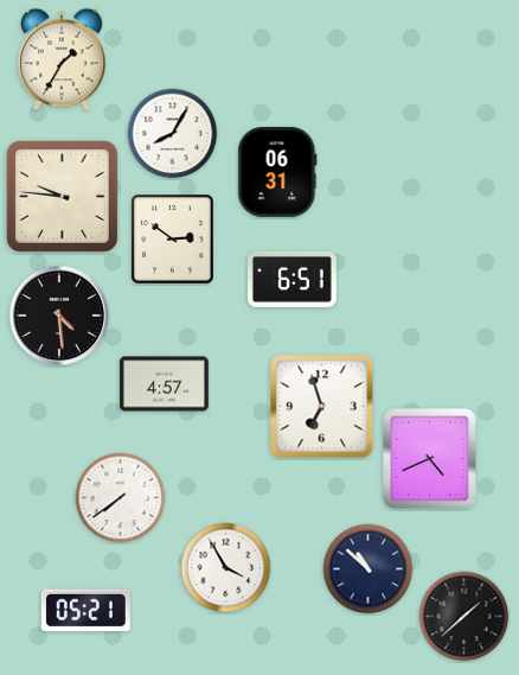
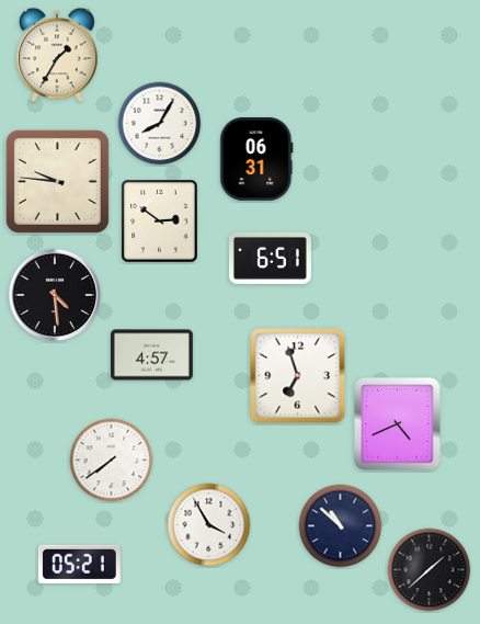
clock at (59, 316) position: (59, 316) -> (55, 295)
